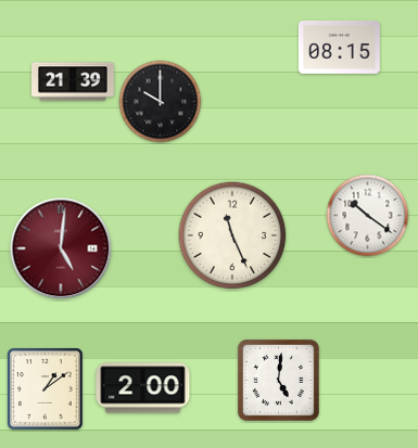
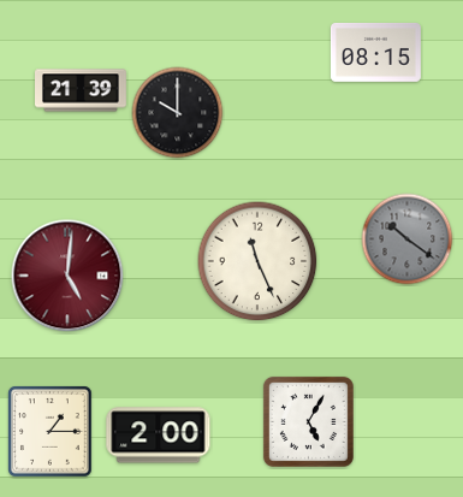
clock at (368, 216) dial: white -> grey
clock at (278, 380): 5:01 -> 5:05
clock at (143, 388) position: (143, 388) -> (159, 436)
clock at (46, 389): 1:09 -> 1:15
